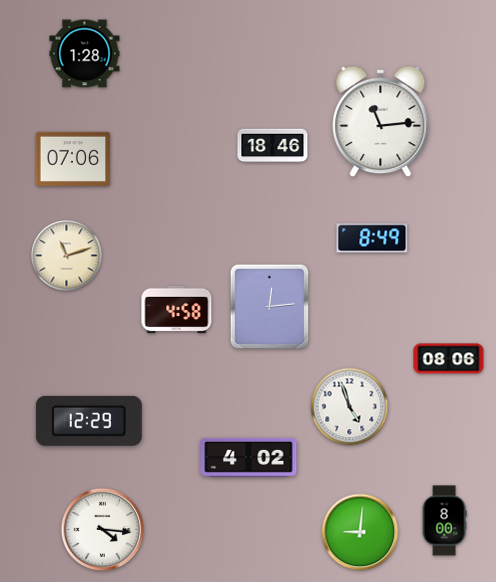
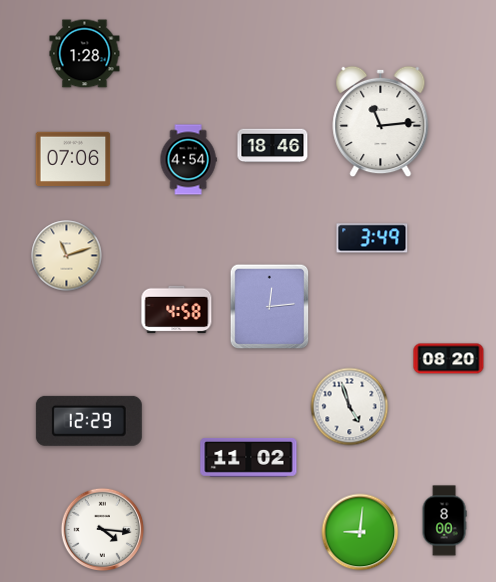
clock at (188, 160): none -> 4:54
clock at (372, 238): 8:49 -> 3:49
clock at (449, 359): 08:06 -> 08:20
clock at (249, 457): 4:02 -> 11:02
